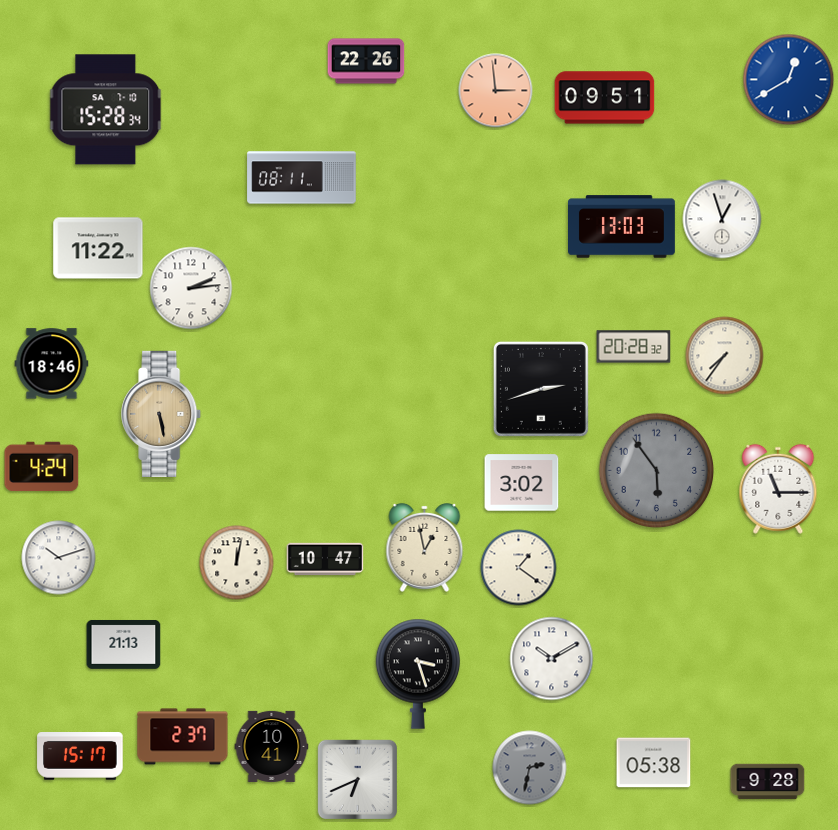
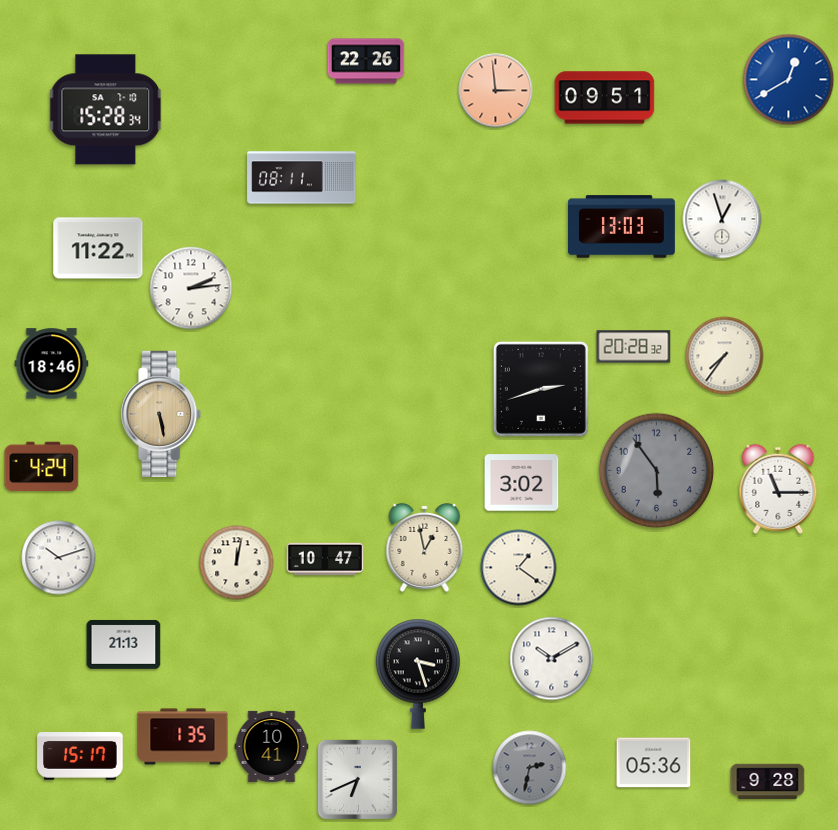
clock at (183, 737): 2:37 -> 1:35
clock at (654, 763): 05:38 -> 05:36
